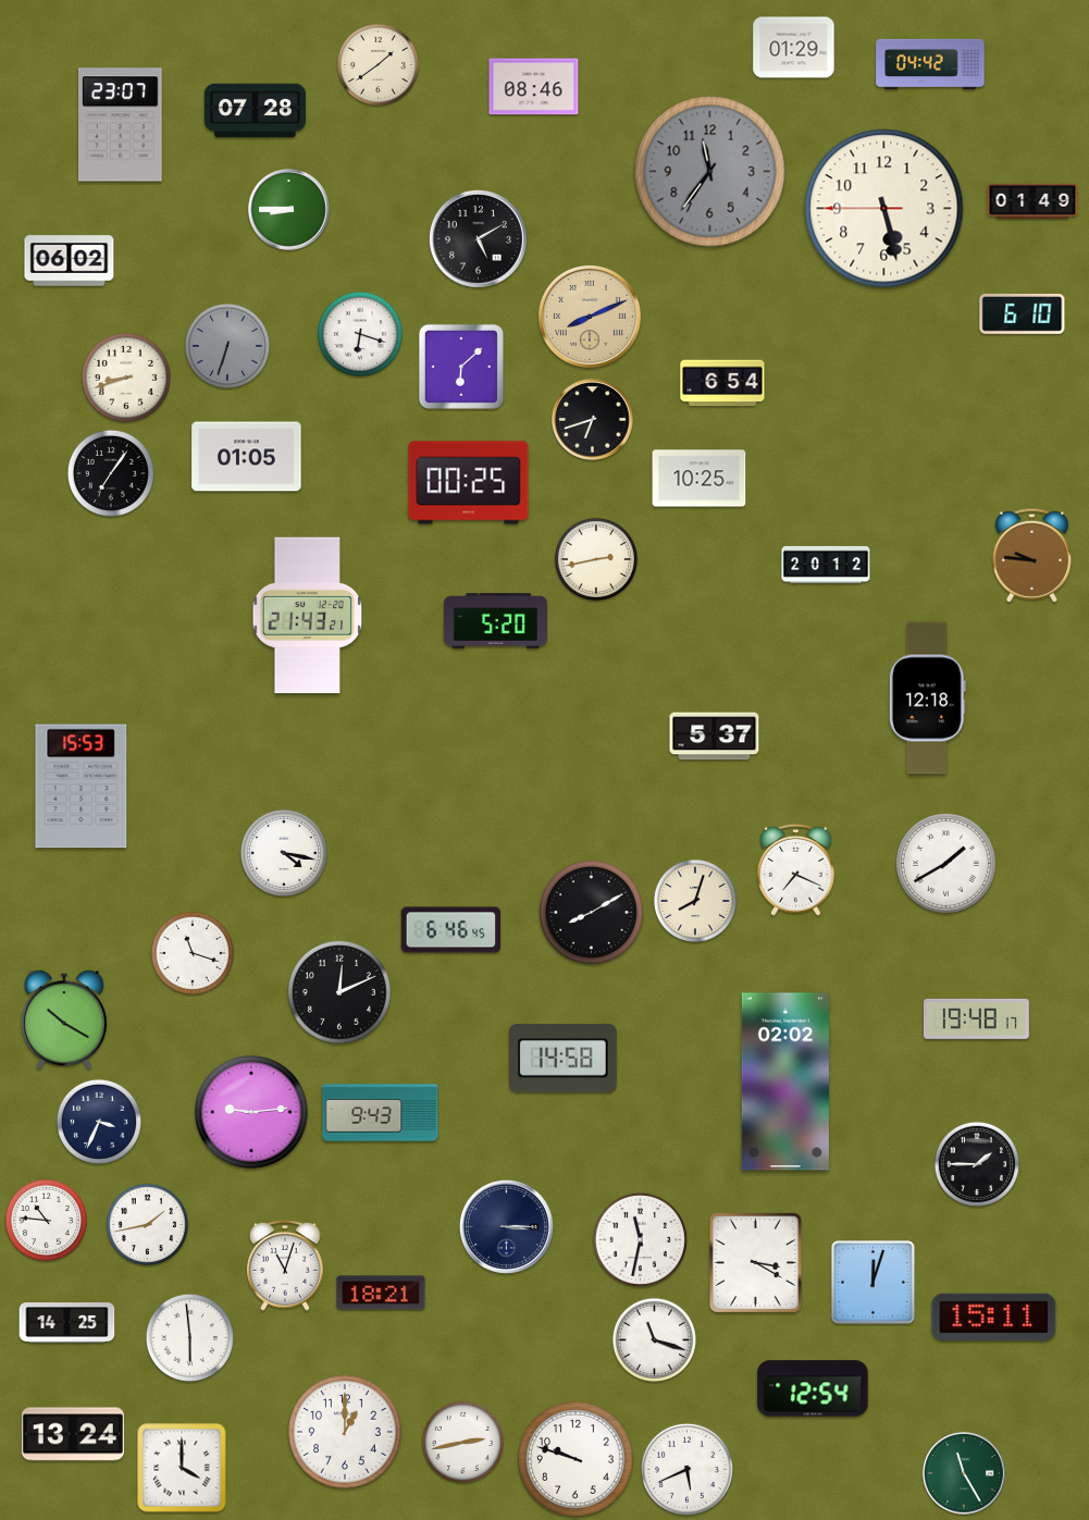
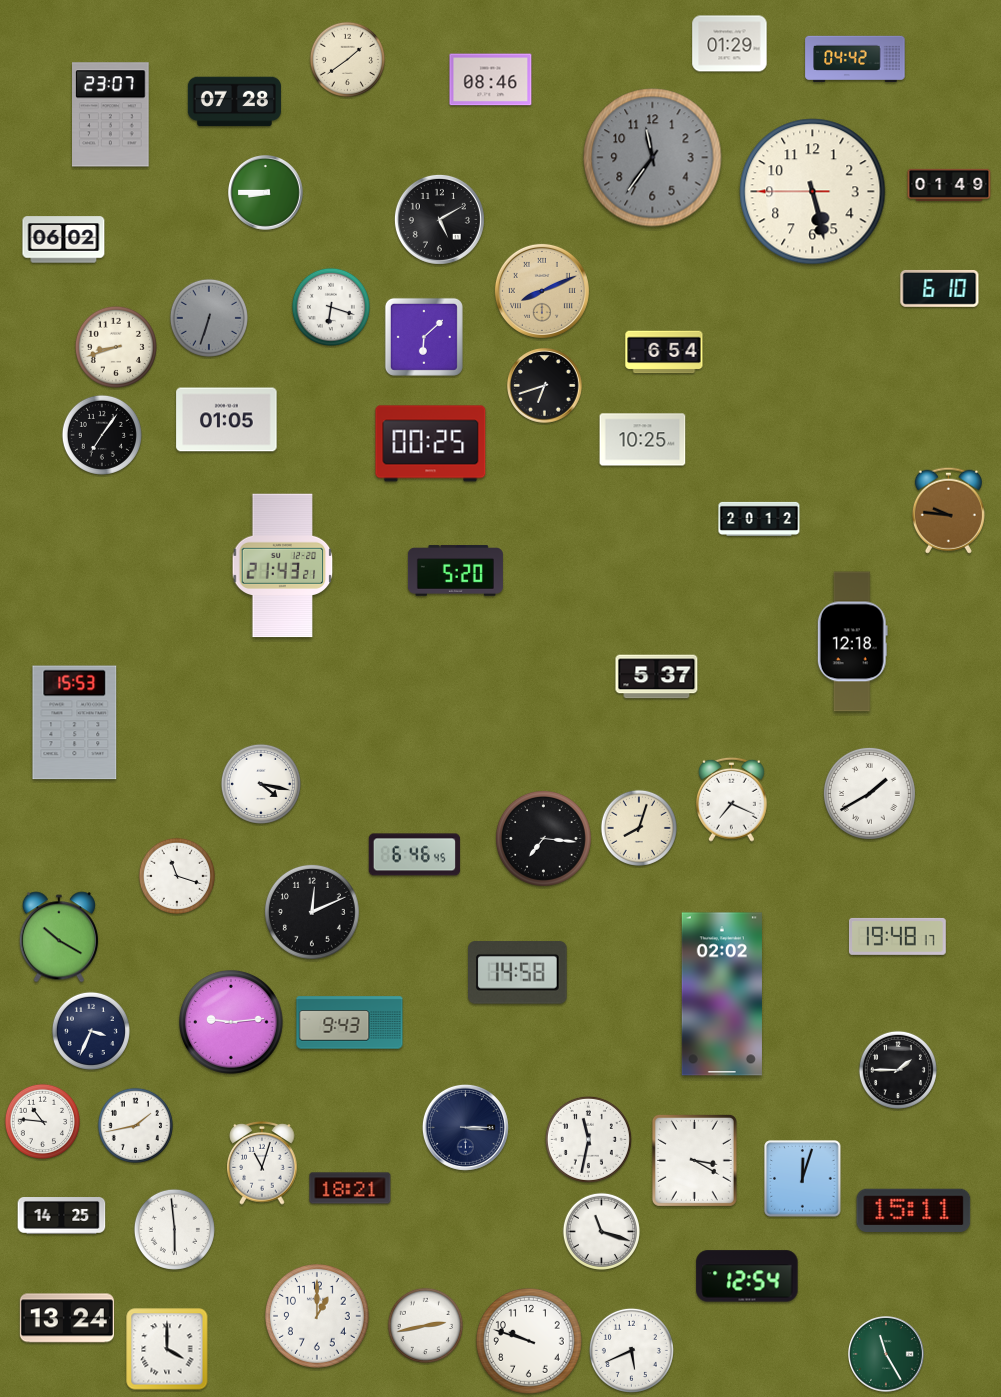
clock at (596, 559): 2:43 -> none
clock at (591, 912): 8:10 -> 7:16
